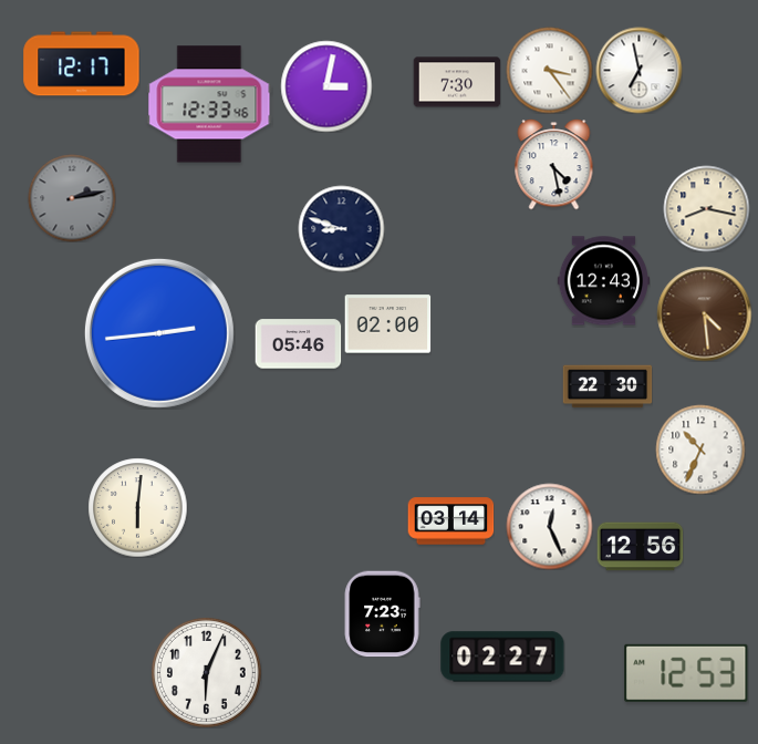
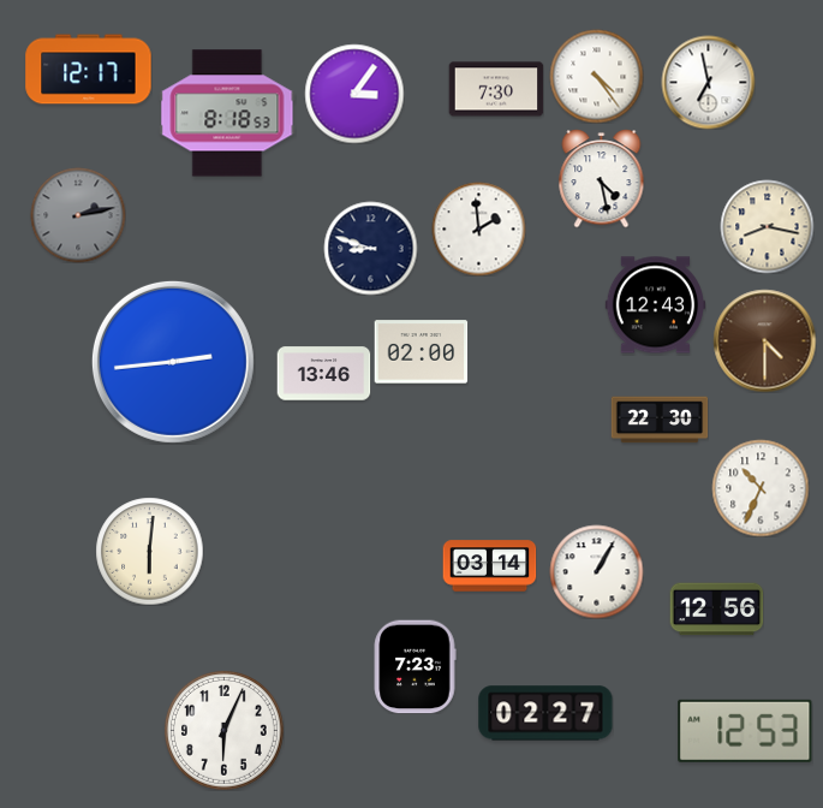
clock at (549, 70): 3:24 -> 4:24
clock at (638, 70) position: (638, 70) -> (708, 82)
clock at (326, 86): 3:02 -> 3:06
clock at (209, 104): 12:33 -> 8:18
clock at (478, 228): none -> 1:59
clock at (704, 313): 4:29 -> 4:30
clock at (298, 344): 05:46 -> 13:46
clock at (549, 526): 12:26 -> 1:05
clock at (640, 547) position: (640, 547) -> (716, 610)
